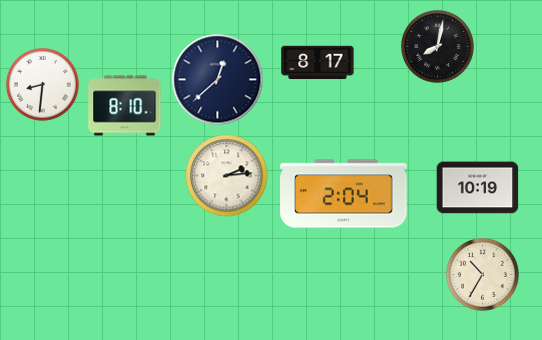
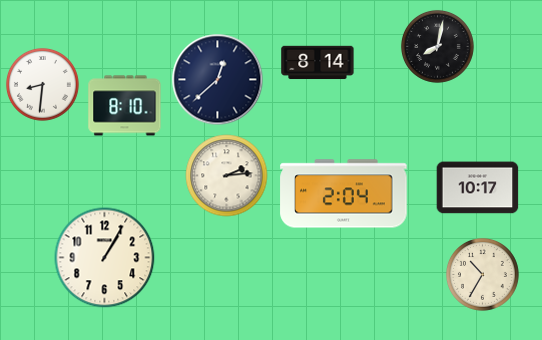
clock at (318, 63): 8:17 -> 8:14
clock at (478, 188): 10:19 -> 10:17
clock at (105, 258): none -> 1:05
